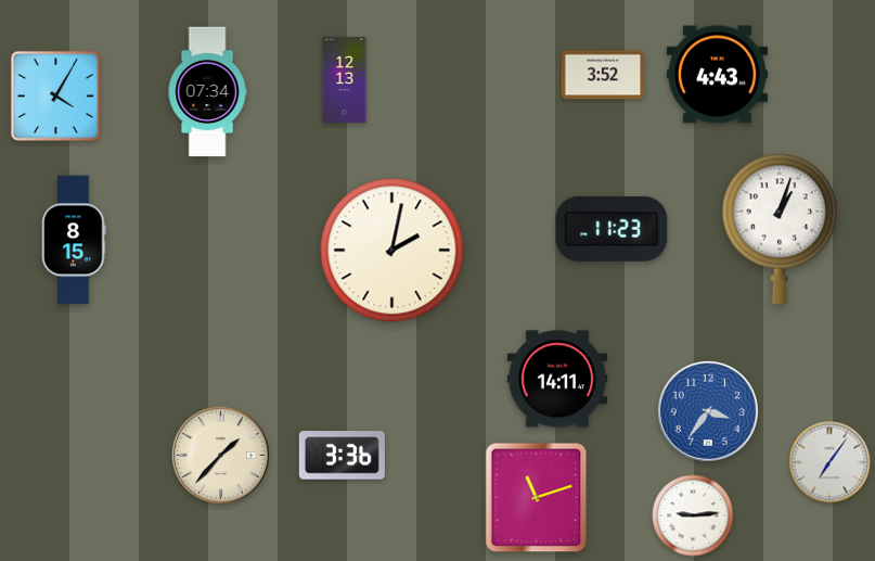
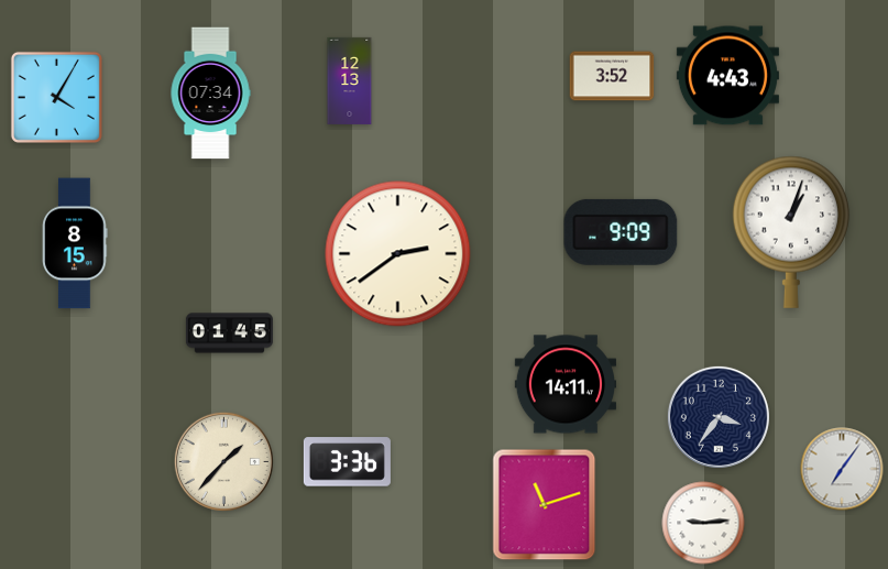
clock at (612, 229): 11:23 -> 9:09
clock at (393, 251): 2:02 -> 2:39
clock at (229, 333): none -> 01:45
clock at (708, 411) dial: blue -> navy
